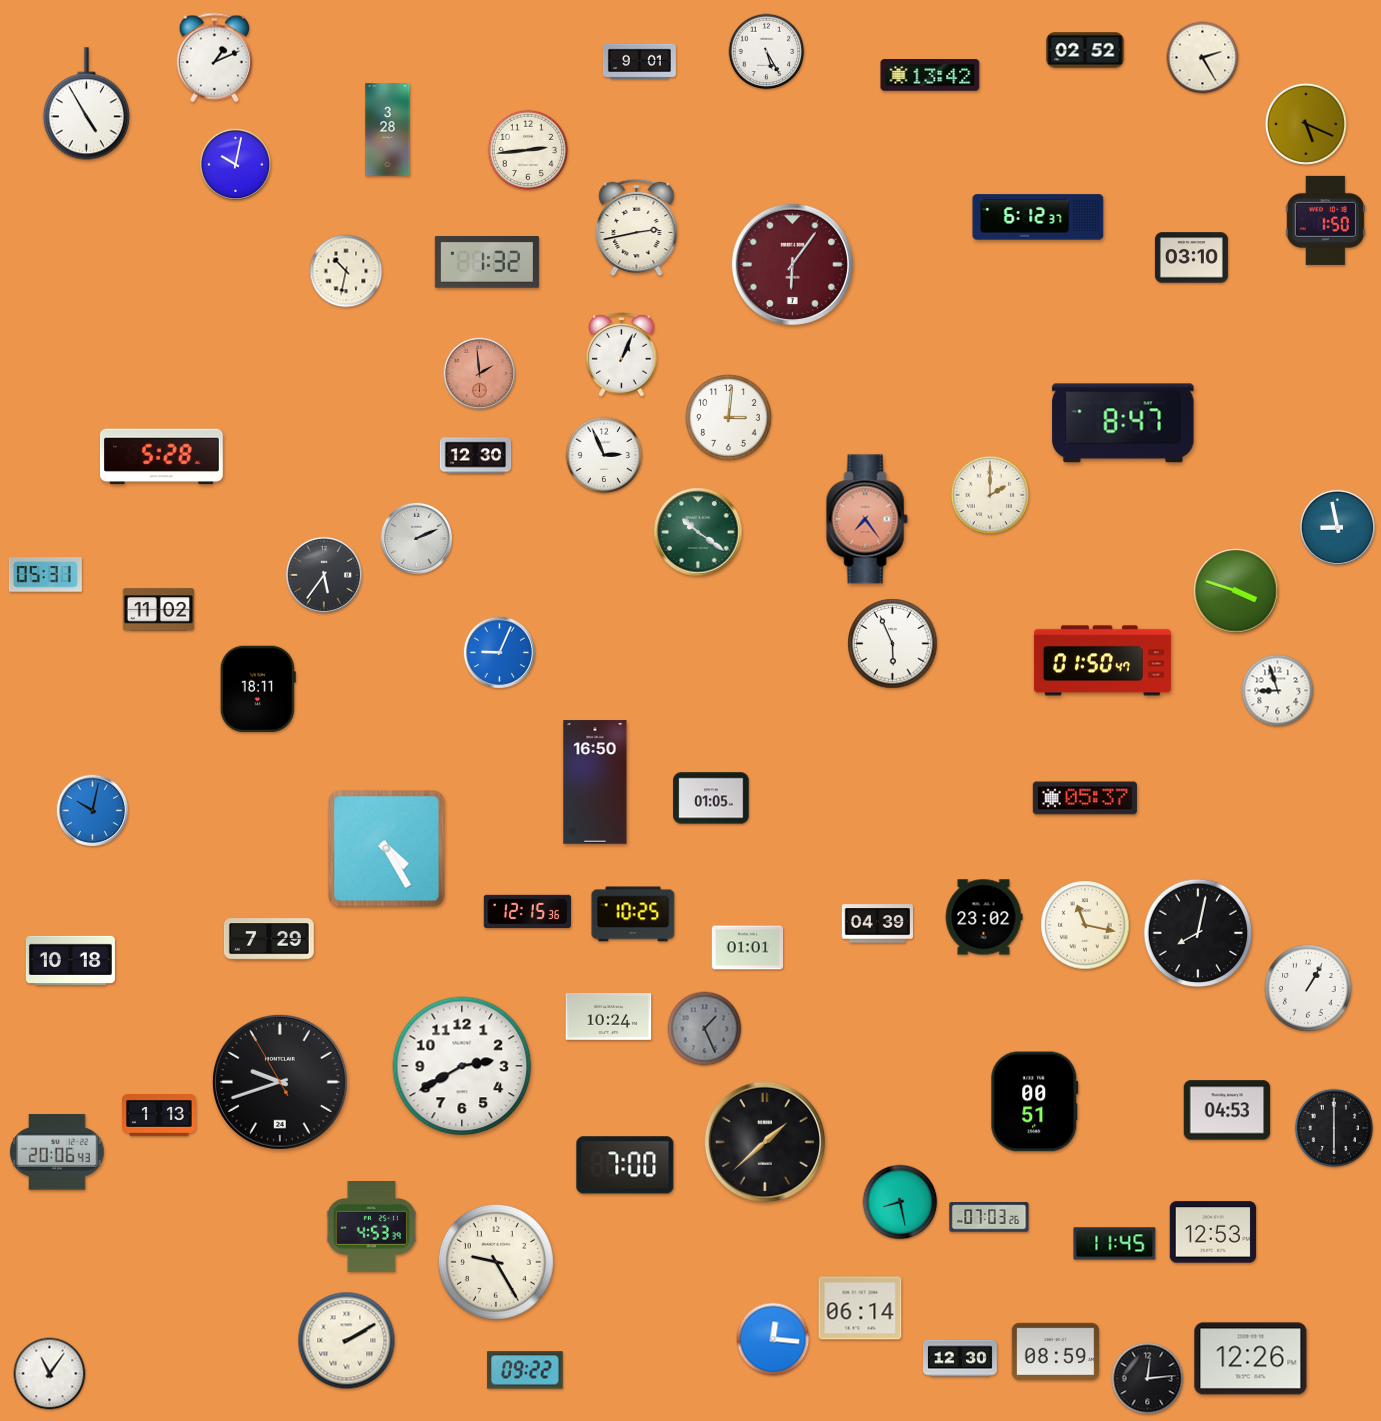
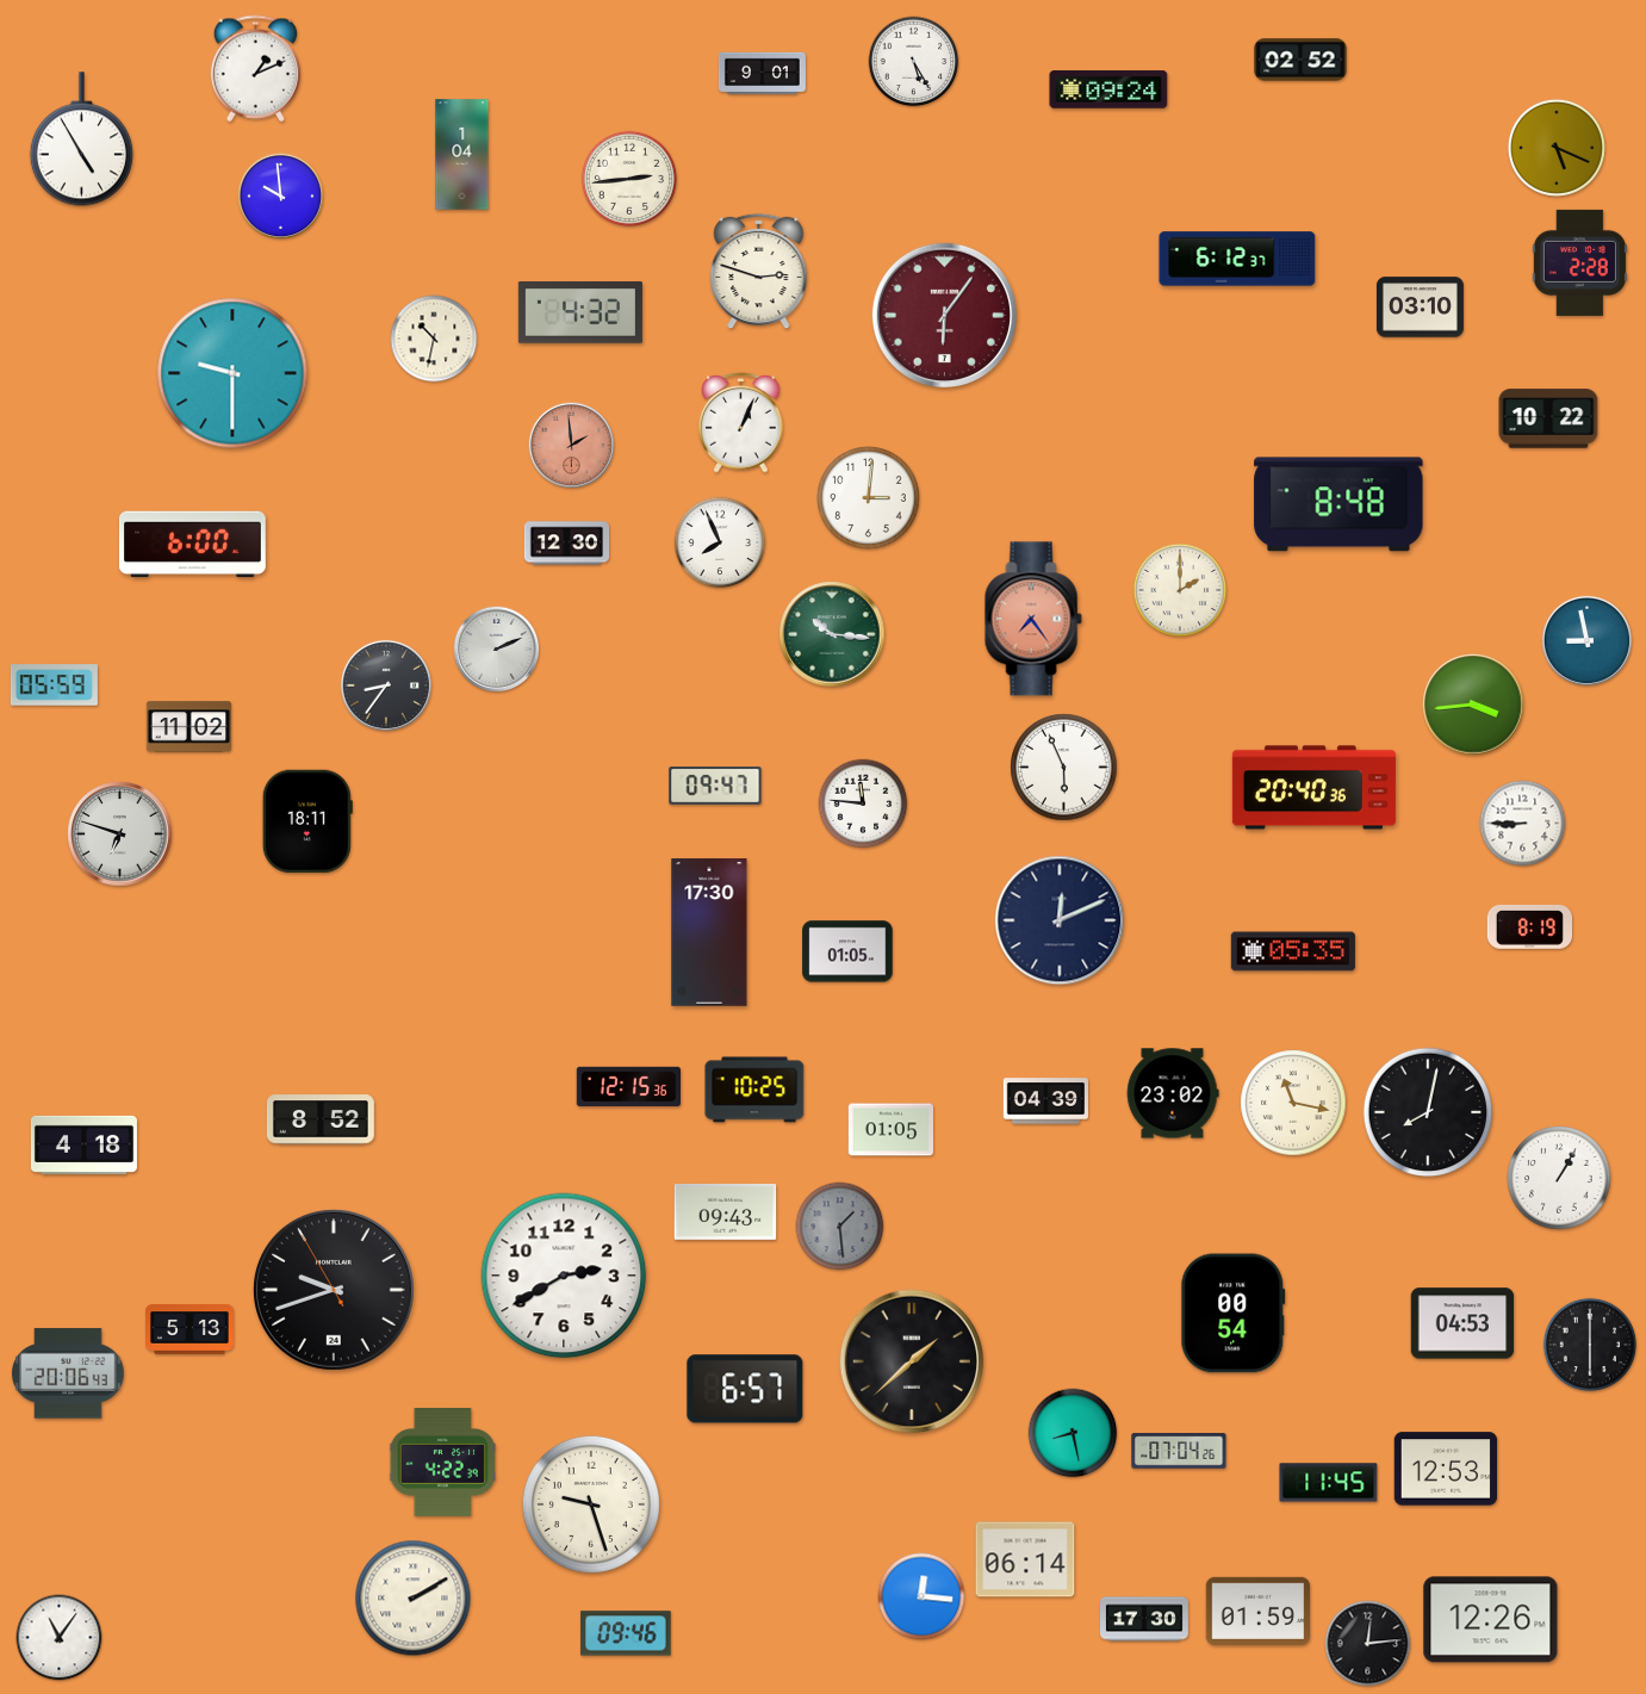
clock at (1085, 50) position: (1085, 50) -> (1300, 60)
clock at (1203, 58): 2:25 -> none
clock at (930, 75): 13:42 -> 09:24
clock at (86, 104) position: (86, 104) -> (81, 139)
clock at (388, 130): 3:28 -> 1:04
clock at (236, 165): 10:02 -> 9:59
clock at (1325, 220): 1:50 -> 2:28
clock at (637, 228): 2:43 -> 2:48
clock at (487, 262): 1:32 -> 4:32
clock at (346, 271) position: (346, 271) -> (434, 339)
clock at (232, 373): none -> 9:30
clock at (1548, 418): none -> 10:22
clock at (1123, 423): 8:47 -> 8:48
clock at (604, 455): 2:56 -> 7:56
clock at (161, 457): 5:28 -> 6:00
clock at (1337, 527) position: (1337, 527) -> (1586, 640)
clock at (698, 532): 10:21 -> 10:16
clock at (417, 539) position: (417, 539) -> (497, 650)
clock at (45, 575): 05:31 -> 05:59
clock at (324, 575): 5:36 -> 8:36
clock at (1236, 591): 3:48 -> 3:44
clock at (500, 653): 9:04 -> none
clock at (715, 787): none -> 09:47
clock at (1102, 661): 01:50 -> 20:40
clock at (863, 803): none -> 11:46
clock at (1278, 691): 8:57 -> 8:45
clock at (120, 834): none -> 6:48
clock at (1060, 920): none -> 12:11
clock at (1529, 927): none -> 8:19
clock at (595, 782): 16:50 -> 17:30
clock at (1085, 798): 05:37 -> 05:35
clock at (93, 811): 10:02 -> none
clock at (387, 849): 4:25 -> none
clock at (269, 939): 7:29 -> 8:52
clock at (747, 948): 01:01 -> 01:05
clock at (70, 960): 10:18 -> 4:18
clock at (609, 1017): 10:24 -> 09:43
clock at (705, 1029): 1:26 -> 1:29
clock at (462, 1066) position: (462, 1066) -> (564, 1276)
clock at (1035, 1102): 00:51 -> 00:54
clock at (160, 1115): 1:13 -> 5:13
clock at (625, 1165): 7:00 -> 6:57
clock at (989, 1217): 07:03 -> 07:04
clock at (371, 1227): 4:53 -> 4:22
clock at (496, 1262): 9:25 -> 9:27
clock at (1055, 1351): 08:59 -> 01:59
clock at (961, 1358): 12:30 -> 17:30
clock at (525, 1370): 09:22 -> 09:46
